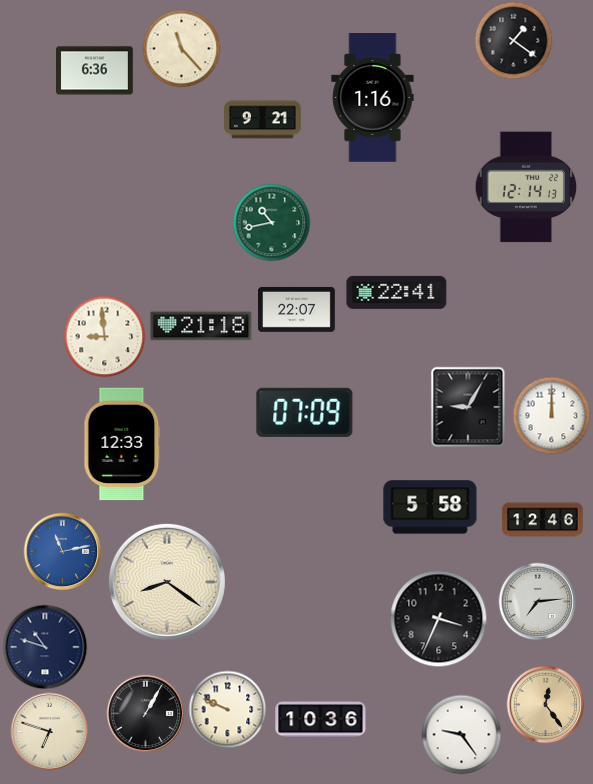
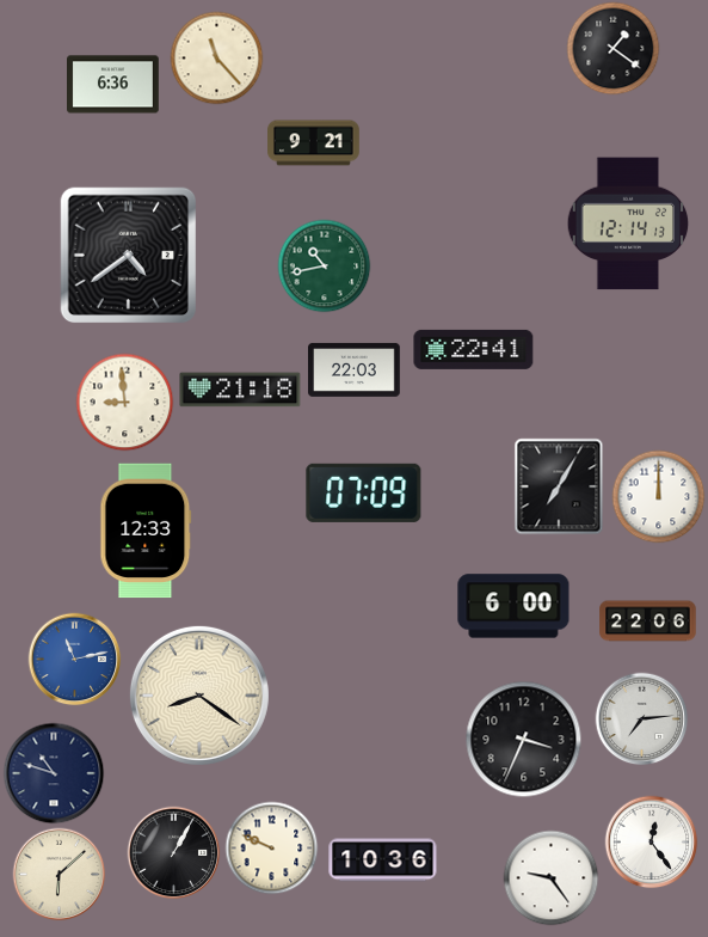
clock at (373, 98): 1:16 -> none
clock at (129, 256): none -> 4:39
clock at (297, 309): 22:07 -> 22:03
clock at (468, 407): 9:05 -> 7:05
clock at (430, 507): 5:58 -> 6:00
clock at (543, 520): 12:46 -> 22:06
clock at (545, 704) dial: champagne -> white
clock at (49, 731): 6:48 -> 6:08
